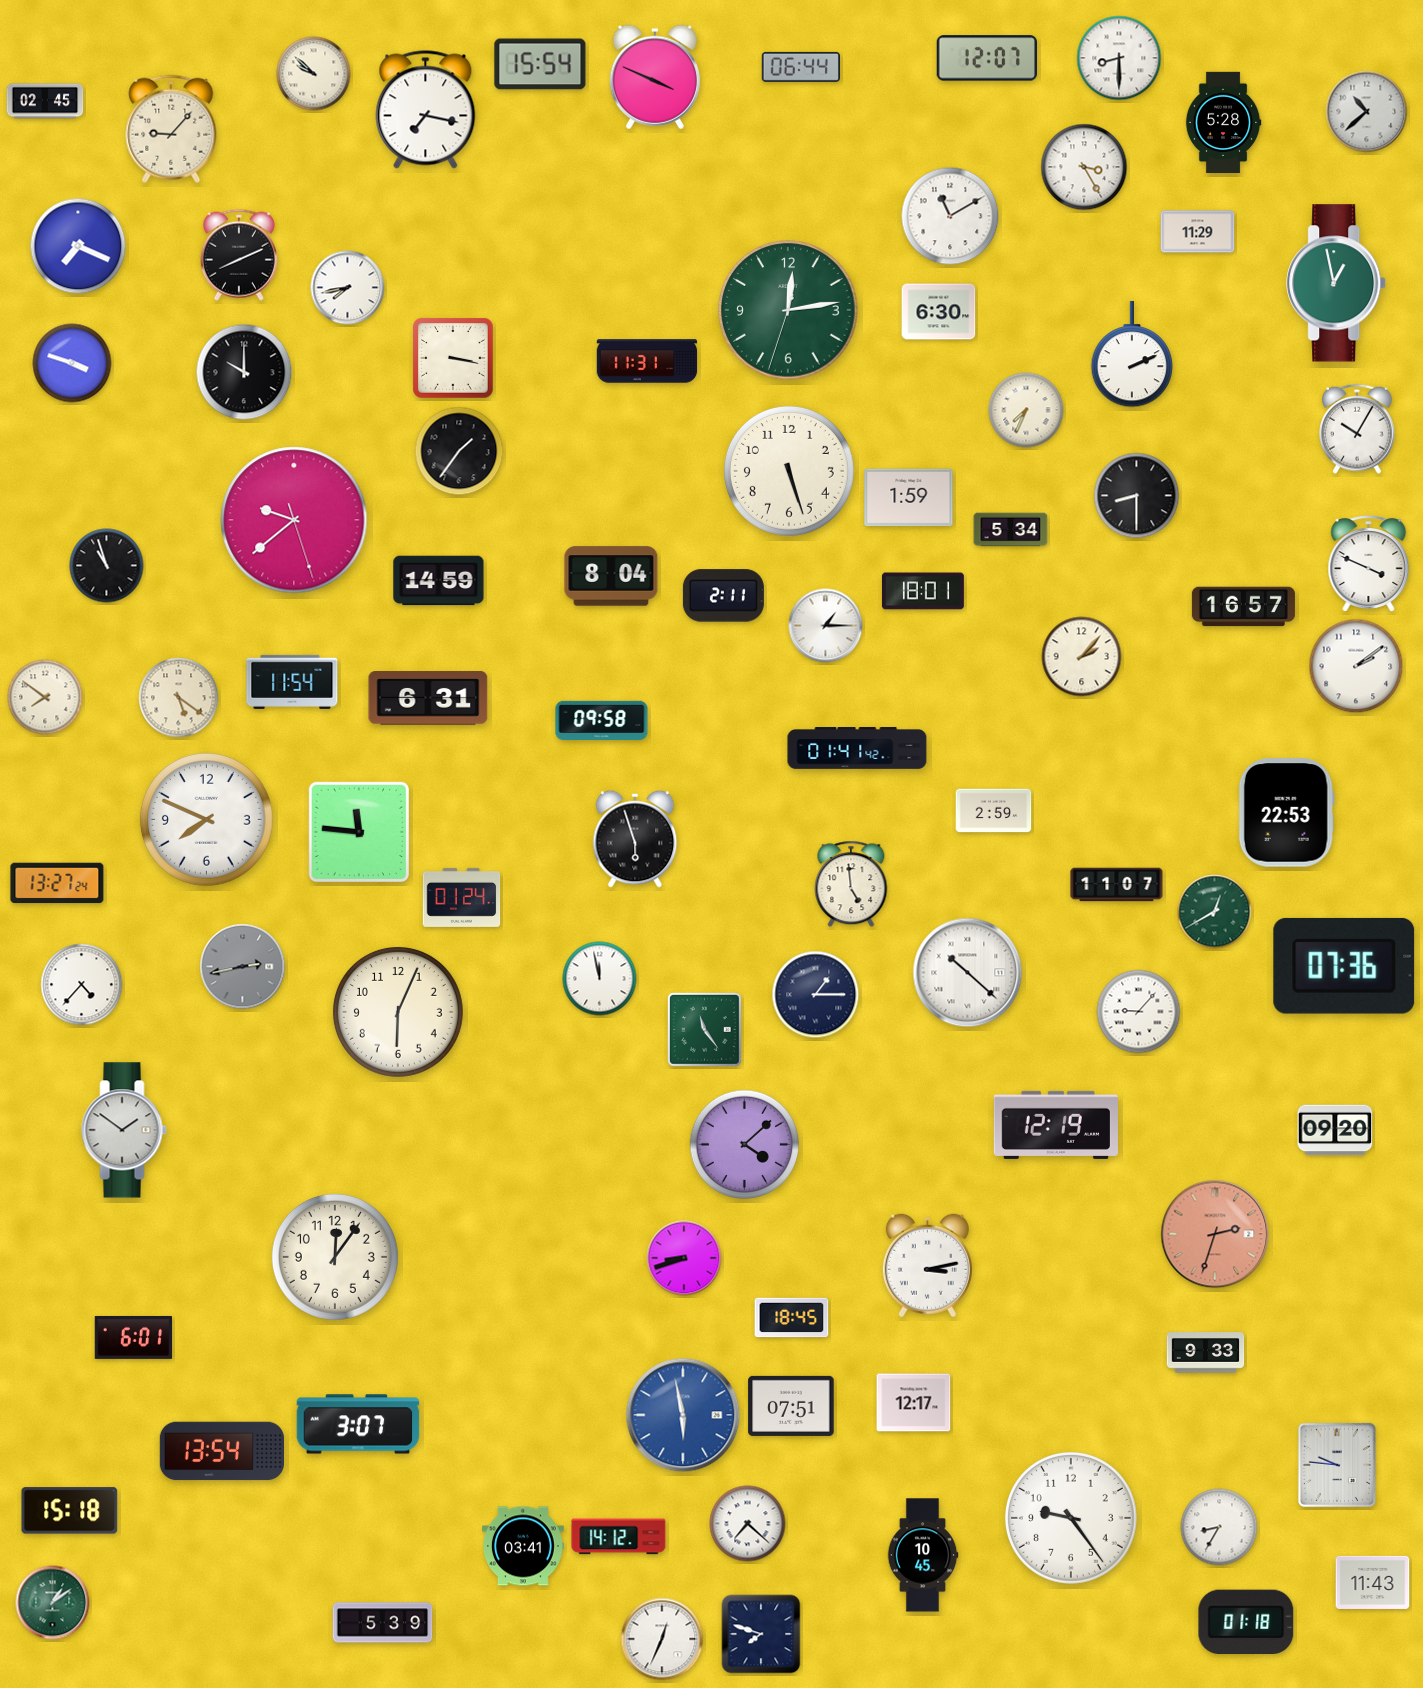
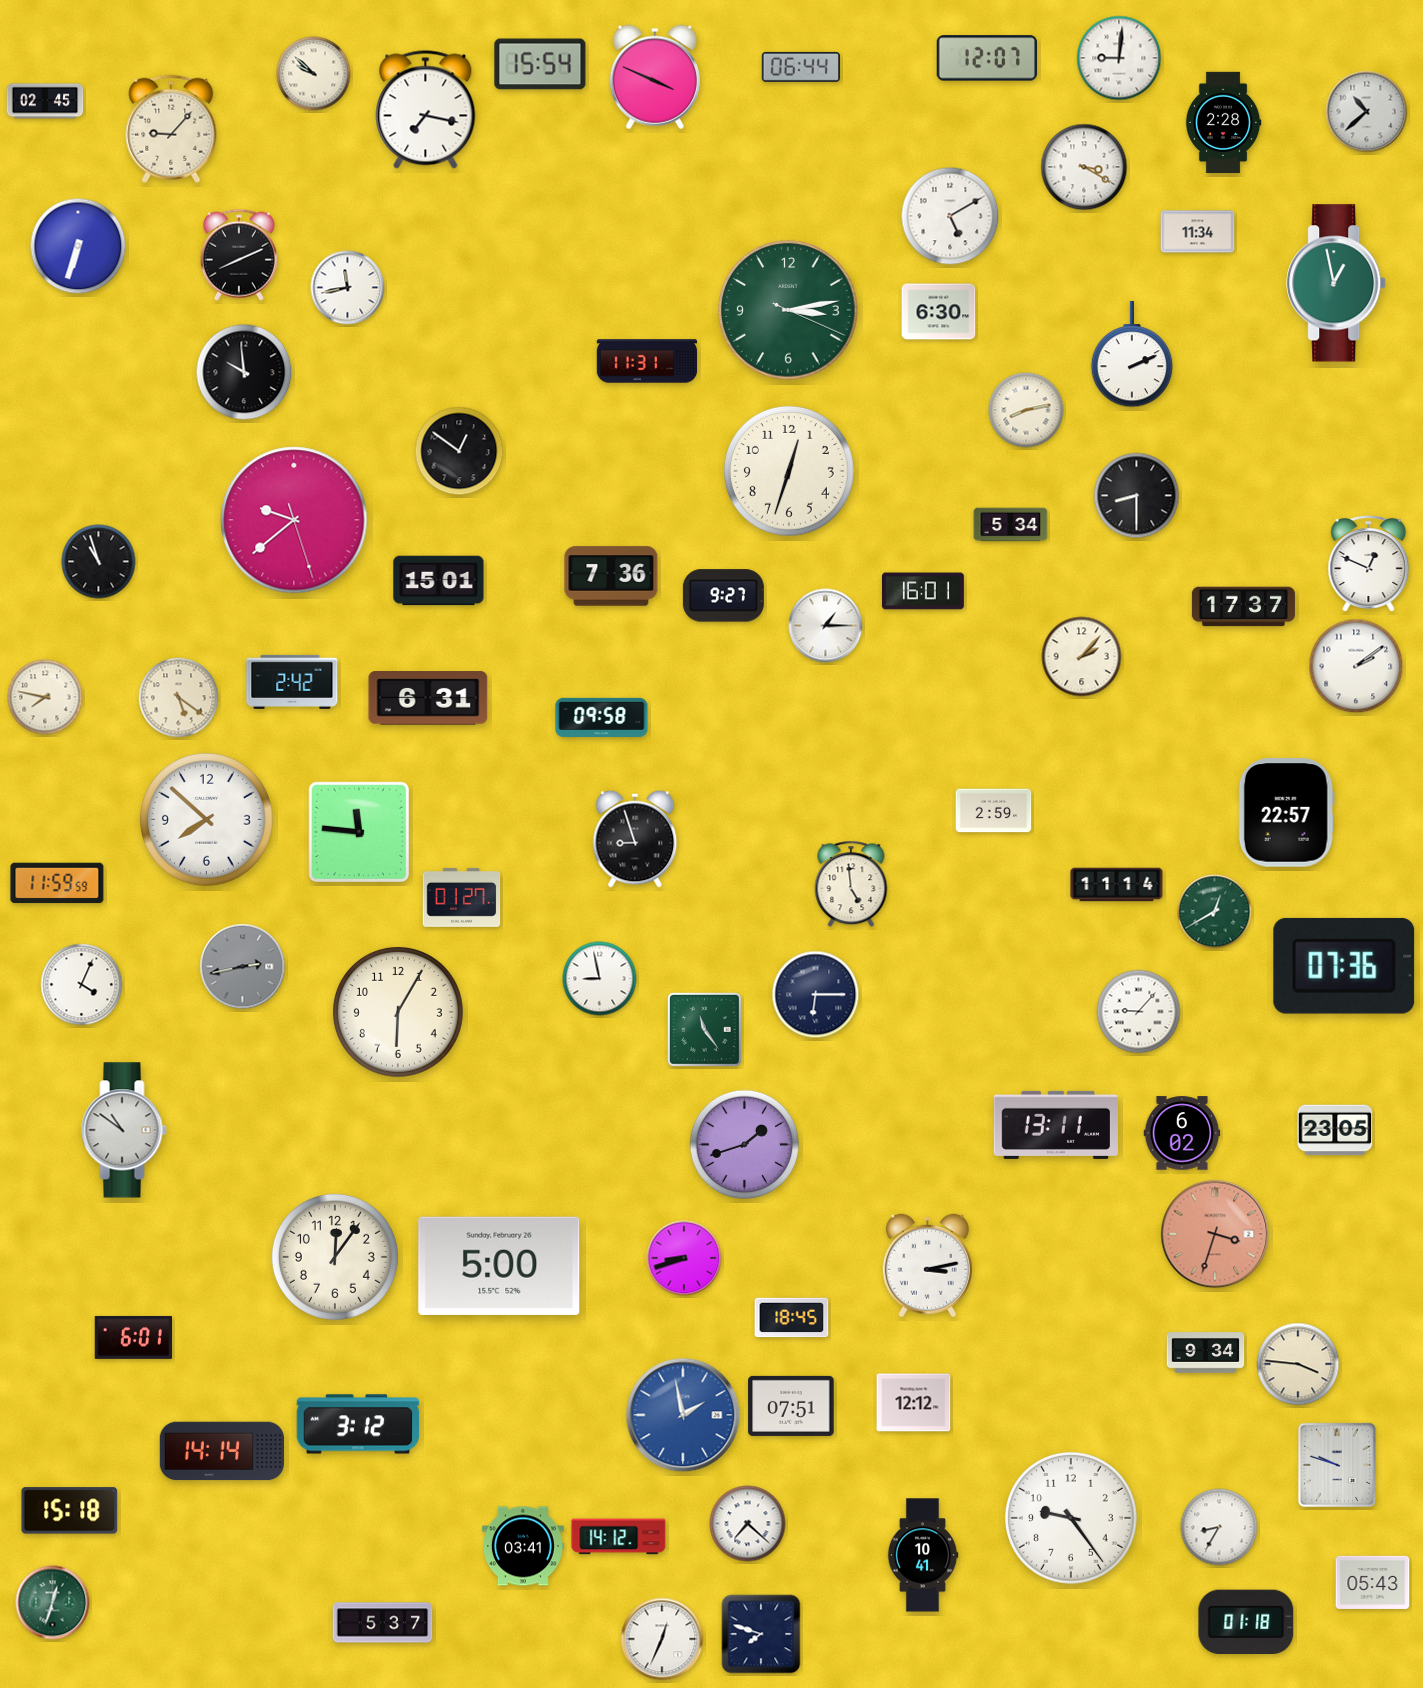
clock at (1119, 58): 8:30 -> 9:01
clock at (1223, 123): 5:28 -> 2:28
clock at (1084, 167): 3:25 -> 3:20
clock at (950, 216): 11:10 -> 5:10
clock at (1198, 232): 11:29 -> 11:34
clock at (78, 246): 7:19 -> 6:33
clock at (348, 288): 7:43 -> 11:43
clock at (788, 310): 12:13 -> 3:13
clock at (453, 358): 3:17 -> none
clock at (72, 363): 3:48 -> none
clock at (244, 372): 10:00 -> 9:59
clock at (1026, 410): 7:34 -> 8:13
clock at (1358, 429): 10:05 -> none
clock at (459, 451): 1:36 -> 12:51
clock at (789, 471): 5:27 -> 12:33
clock at (909, 498): 1:59 -> none
clock at (1011, 530) position: (1011, 530) -> (1011, 525)
clock at (1369, 564): 3:49 -> 12:49
clock at (107, 566) position: (107, 566) -> (99, 562)
clock at (611, 576): 8:04 -> 7:36
clock at (439, 581): 14:59 -> 15:01
clock at (923, 591): 18:01 -> 16:01
clock at (723, 596): 2:11 -> 9:27
clock at (1243, 607): 16:57 -> 17:37
clock at (292, 682): 11:54 -> 2:42
clock at (45, 697): 7:51 -> 7:47
clock at (602, 720) position: (602, 720) -> (602, 717)
clock at (857, 748): 01:41 -> none
clock at (1286, 813): 22:53 -> 22:57
clock at (207, 820): 7:49 -> 7:52
clock at (635, 839): 5:57 -> 8:57
clock at (57, 883): 13:27 -> 11:59
clock at (1117, 885): 11:07 -> 11:14
clock at (462, 897): 01:24 -> 01:27
clock at (968, 973): 10:22 -> none
clock at (600, 979): 11:58 -> 8:58
clock at (82, 985): 4:37 -> 4:04
clock at (816, 995): 1:15 -> 6:15
clock at (398, 1012): 6:04 -> 6:05
clock at (1055, 1125): 12:19 -> 13:11
clock at (124, 1130): 1:51 -> 10:51
clock at (1335, 1130): 09:20 -> 23:05
clock at (1182, 1133): none -> 6:02
clock at (745, 1145): 4:08 -> 1:42
clock at (1215, 1234): 2:33 -> 3:33
clock at (499, 1266): none -> 5:00
clock at (1206, 1353): 9:33 -> 9:34
clock at (1298, 1364): none -> 3:46
clock at (914, 1403): 12:17 -> 12:12
clock at (683, 1415): 5:58 -> 1:58
clock at (358, 1424): 3:07 -> 3:12
clock at (221, 1451): 13:54 -> 14:14
clock at (1337, 1465): 9:46 -> 9:48
clock at (923, 1555): 10:45 -> 10:41
clock at (1373, 1582): 11:43 -> 05:43
clock at (53, 1603): 1:09 -> 12:33
clock at (383, 1623): 5:39 -> 5:37
